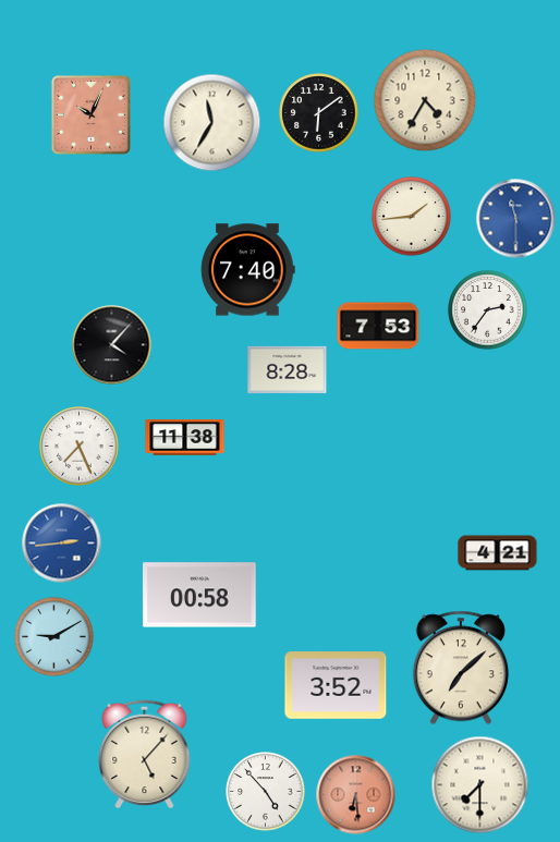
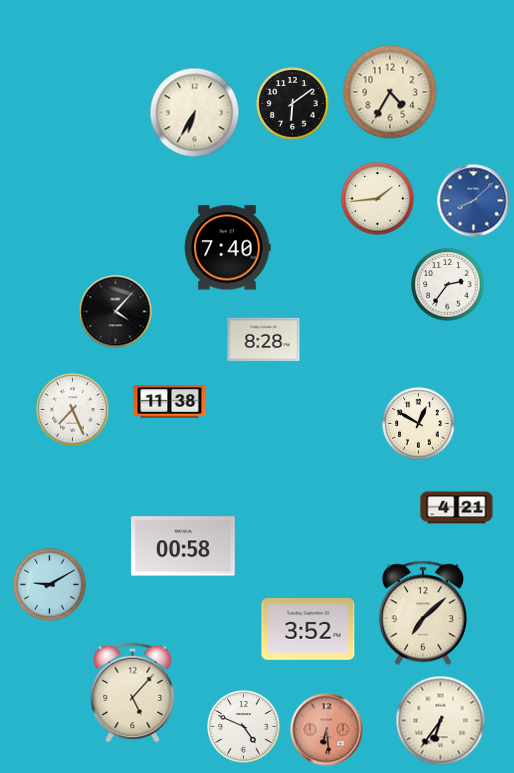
clock at (90, 114): 10:04 -> none
clock at (212, 123): 11:35 -> 6:35
clock at (516, 219): 11:30 -> 8:08
clock at (378, 326): 7:53 -> none
clock at (112, 345) position: (112, 345) -> (116, 312)
clock at (419, 424): none -> 12:50
clock at (62, 544): 2:44 -> none
clock at (480, 785): 7:30 -> 6:36
clock at (266, 792): 4:53 -> 4:49
